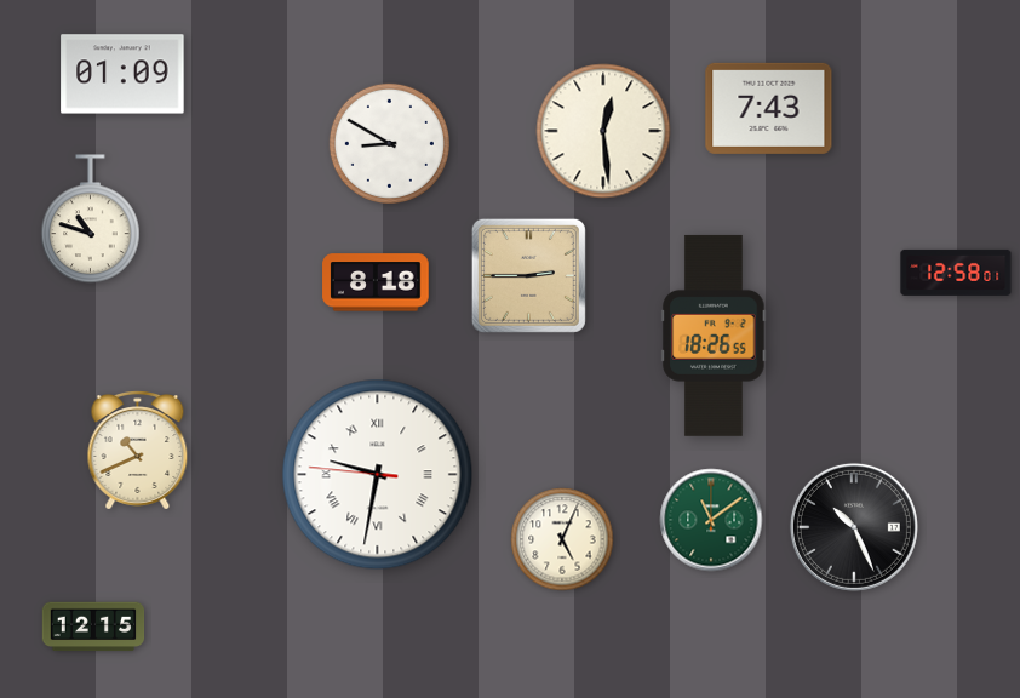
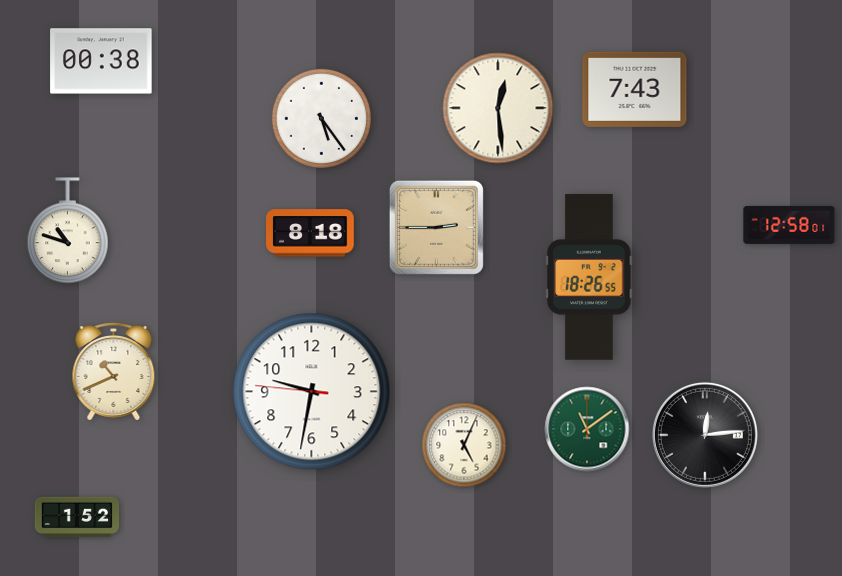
clock at (122, 74): 01:09 -> 00:38
clock at (389, 143): 8:50 -> 5:24
clock at (91, 219) position: (91, 219) -> (68, 231)
clock at (378, 475) numerals: Roman -> Arabic
clock at (854, 527): 10:26 -> 12:14
clock at (93, 627): 12:15 -> 1:52
